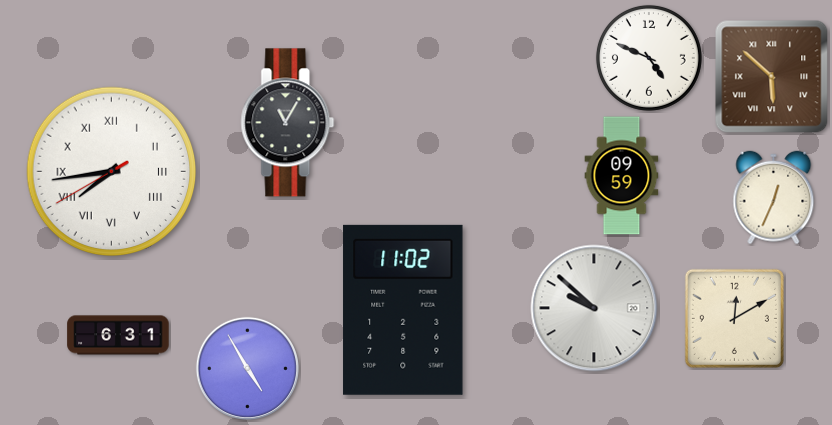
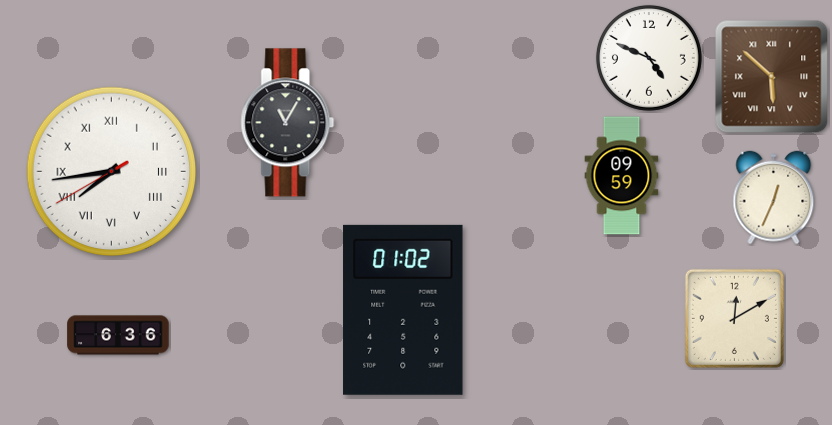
clock at (594, 308): 9:52 -> none
clock at (403, 310): 11:02 -> 01:02
clock at (118, 335): 6:31 -> 6:36
clock at (247, 368): 4:55 -> none
